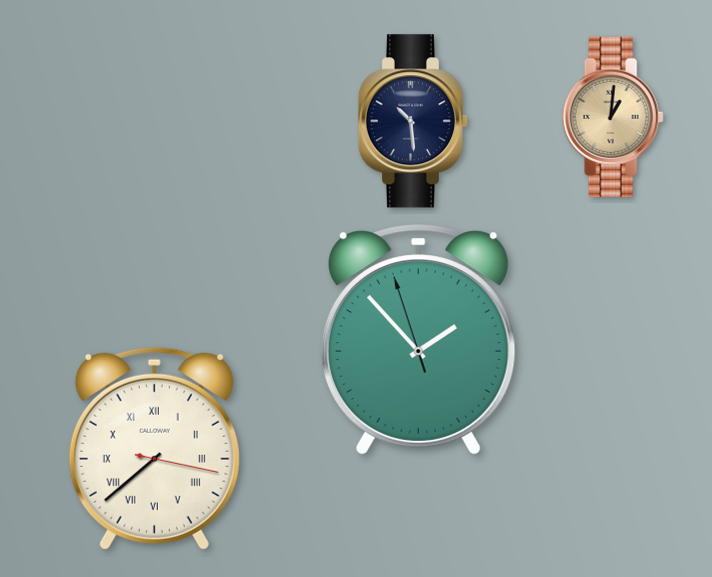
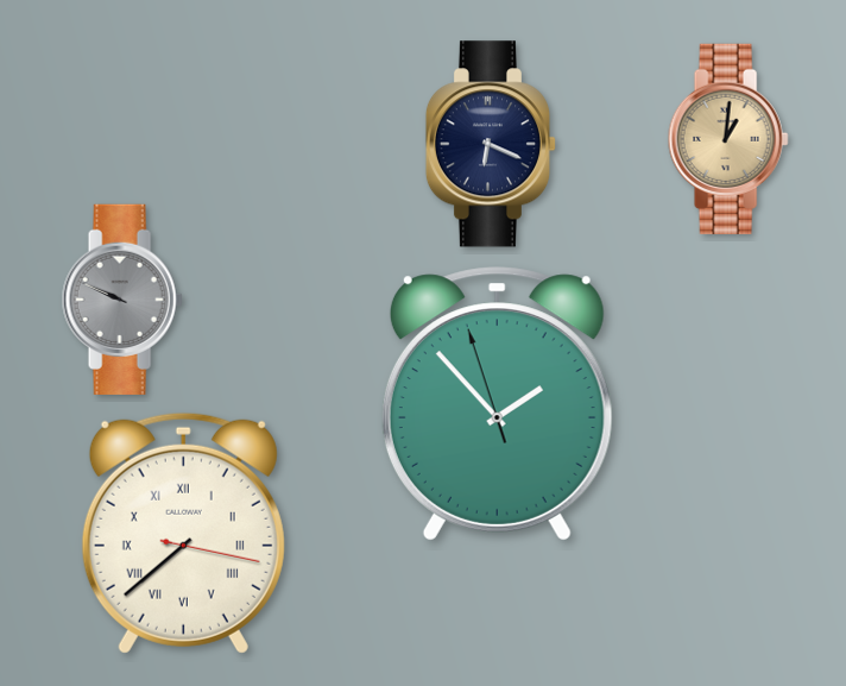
clock at (413, 121): 10:29 -> 6:19
clock at (122, 300): none -> 9:49
